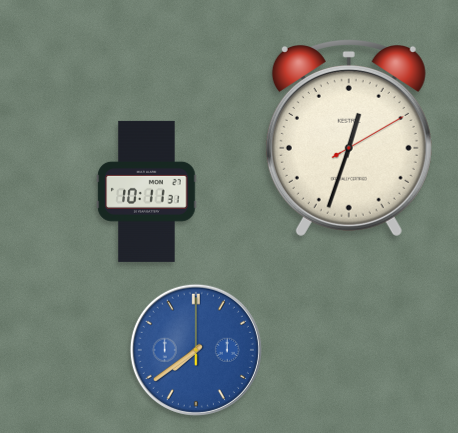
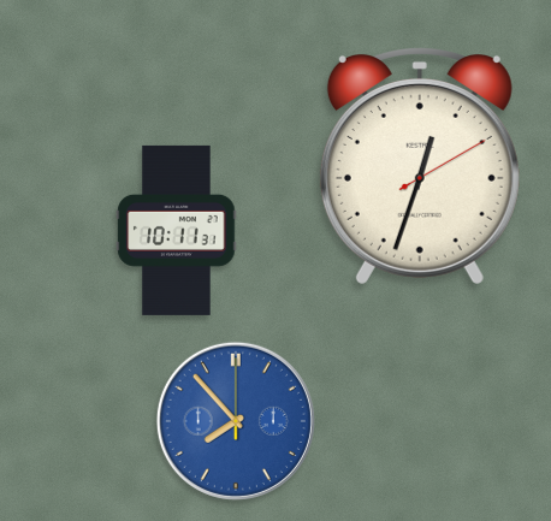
clock at (196, 350): 7:39 -> 7:53
